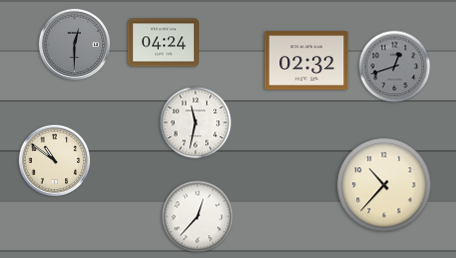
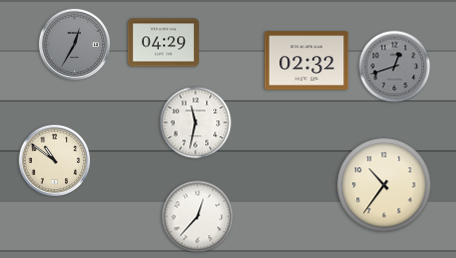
clock at (164, 43): 04:24 -> 04:29
clock at (75, 45): 12:30 -> 12:35
clock at (384, 185): 10:37 -> 10:36
